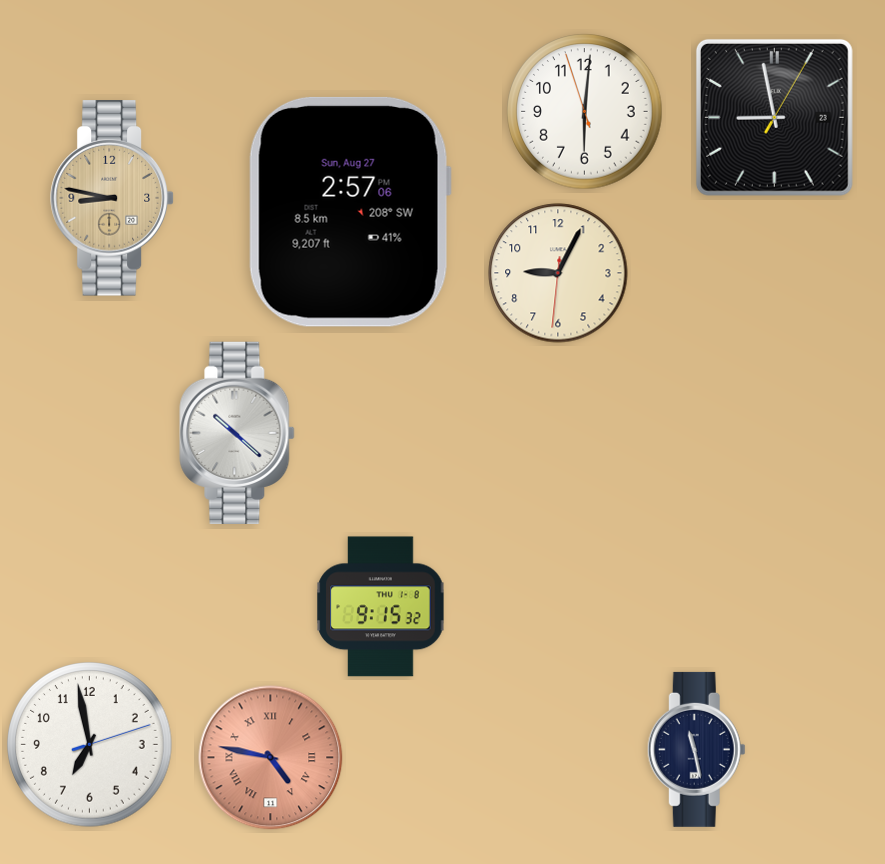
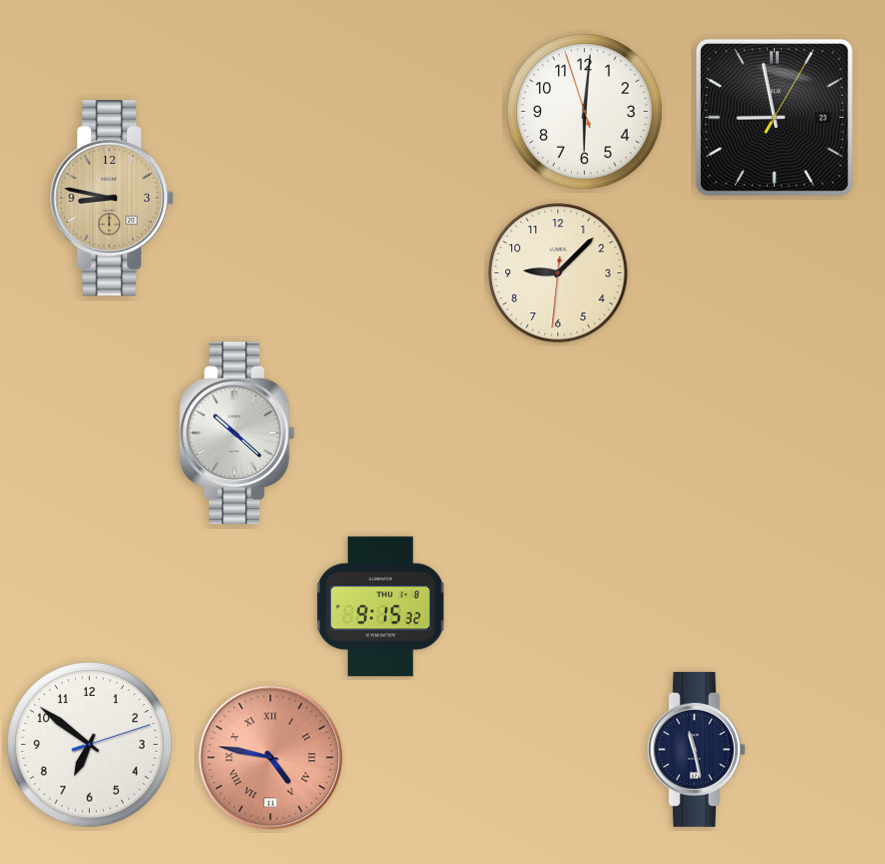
clock at (350, 212): 2:57 -> none
clock at (558, 273): 9:04 -> 9:07
clock at (90, 745): 6:58 -> 6:51
